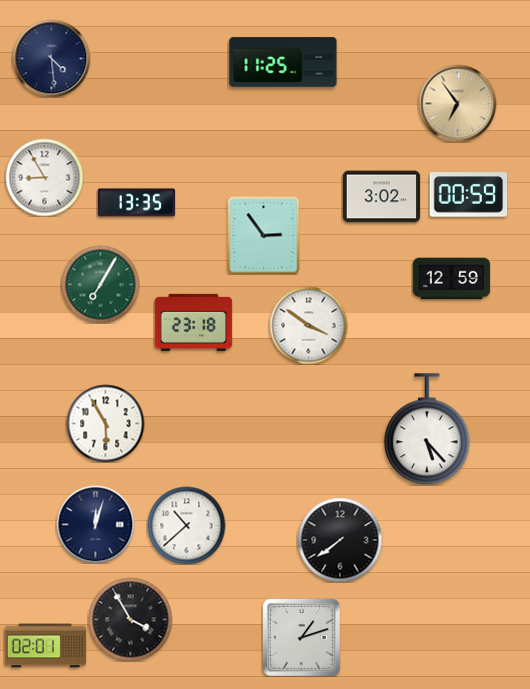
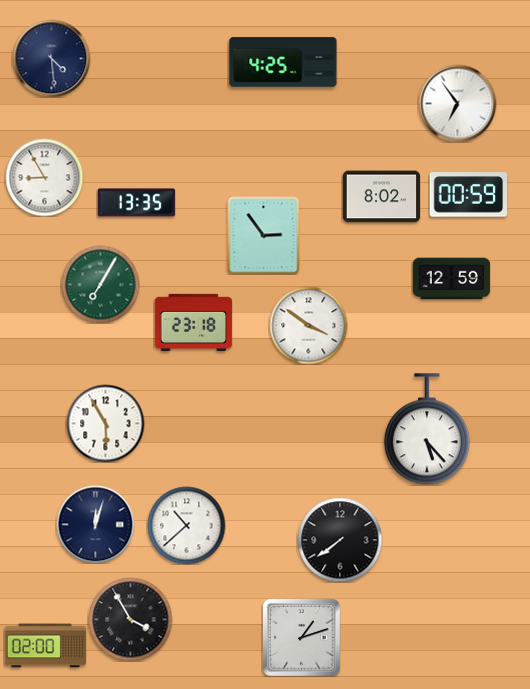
clock at (283, 62): 11:25 -> 4:25
clock at (457, 103) dial: champagne -> white
clock at (381, 197): 3:02 -> 8:02
clock at (45, 646): 02:01 -> 02:00
